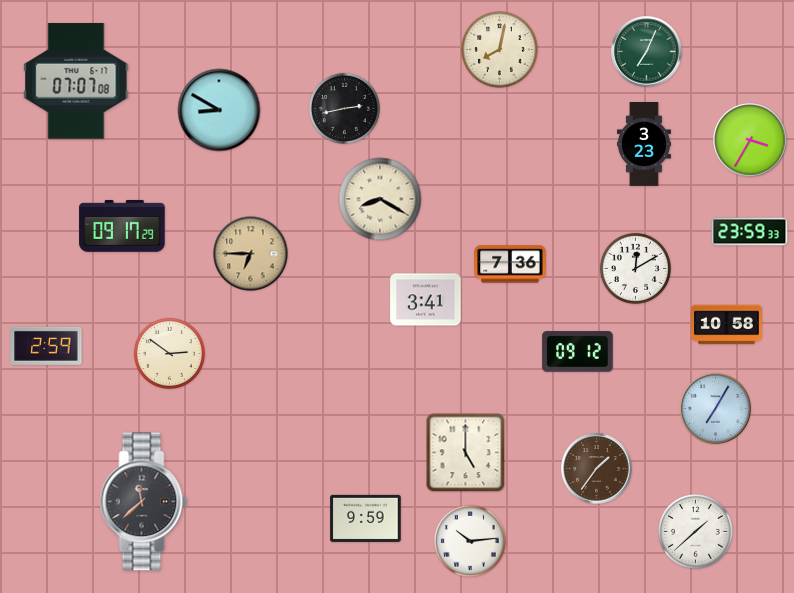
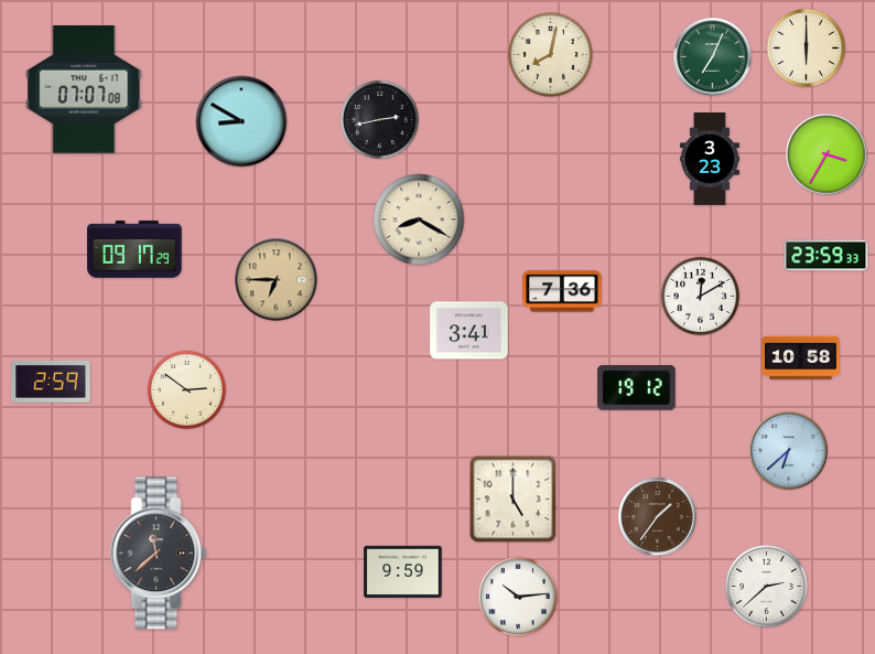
clock at (806, 47): none -> 6:00
clock at (578, 352): 09:12 -> 19:12
clock at (716, 409): 7:05 -> 6:38
clock at (696, 532): 1:38 -> 2:38
